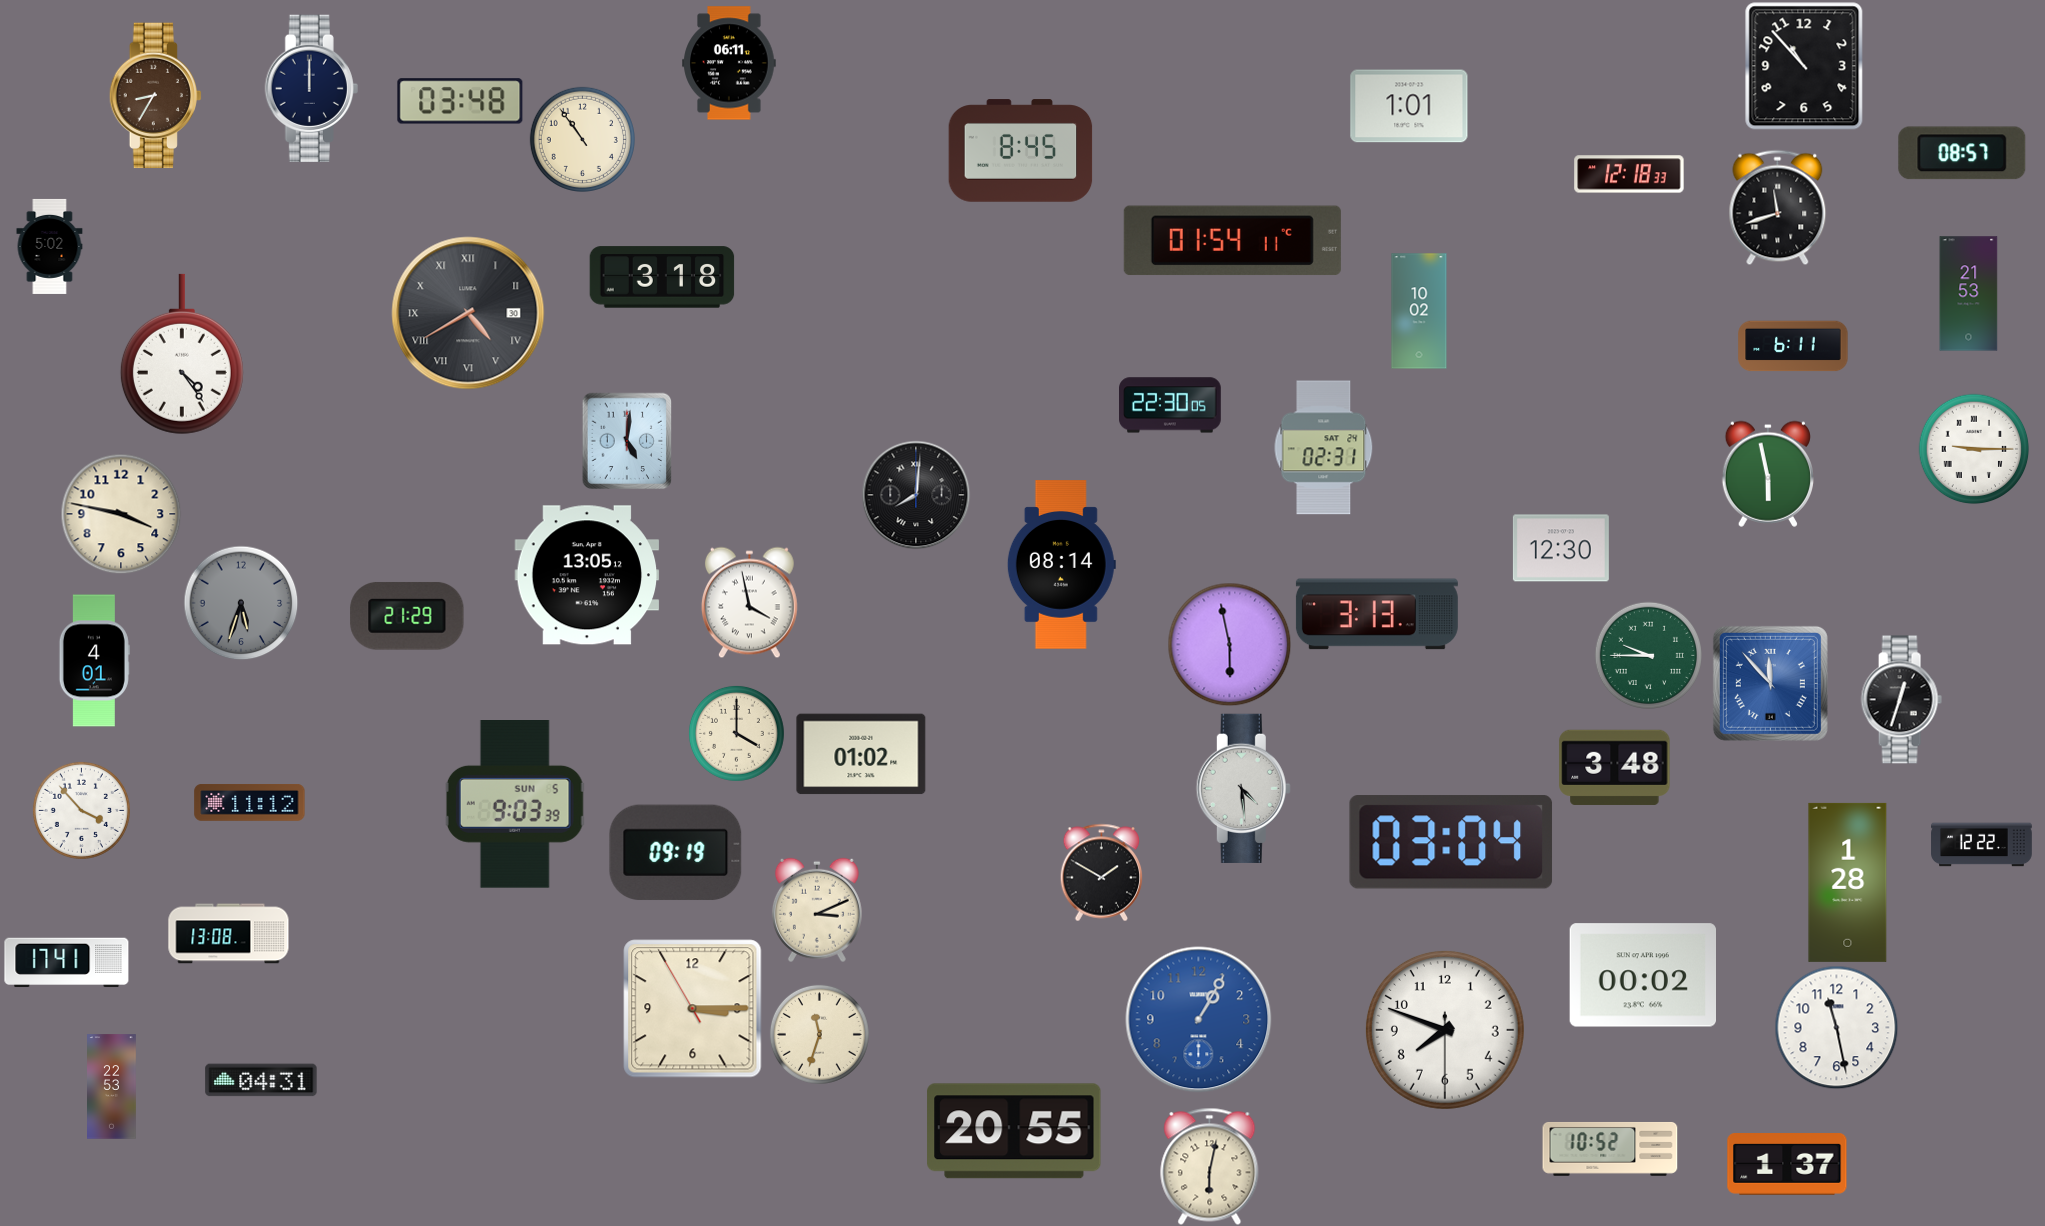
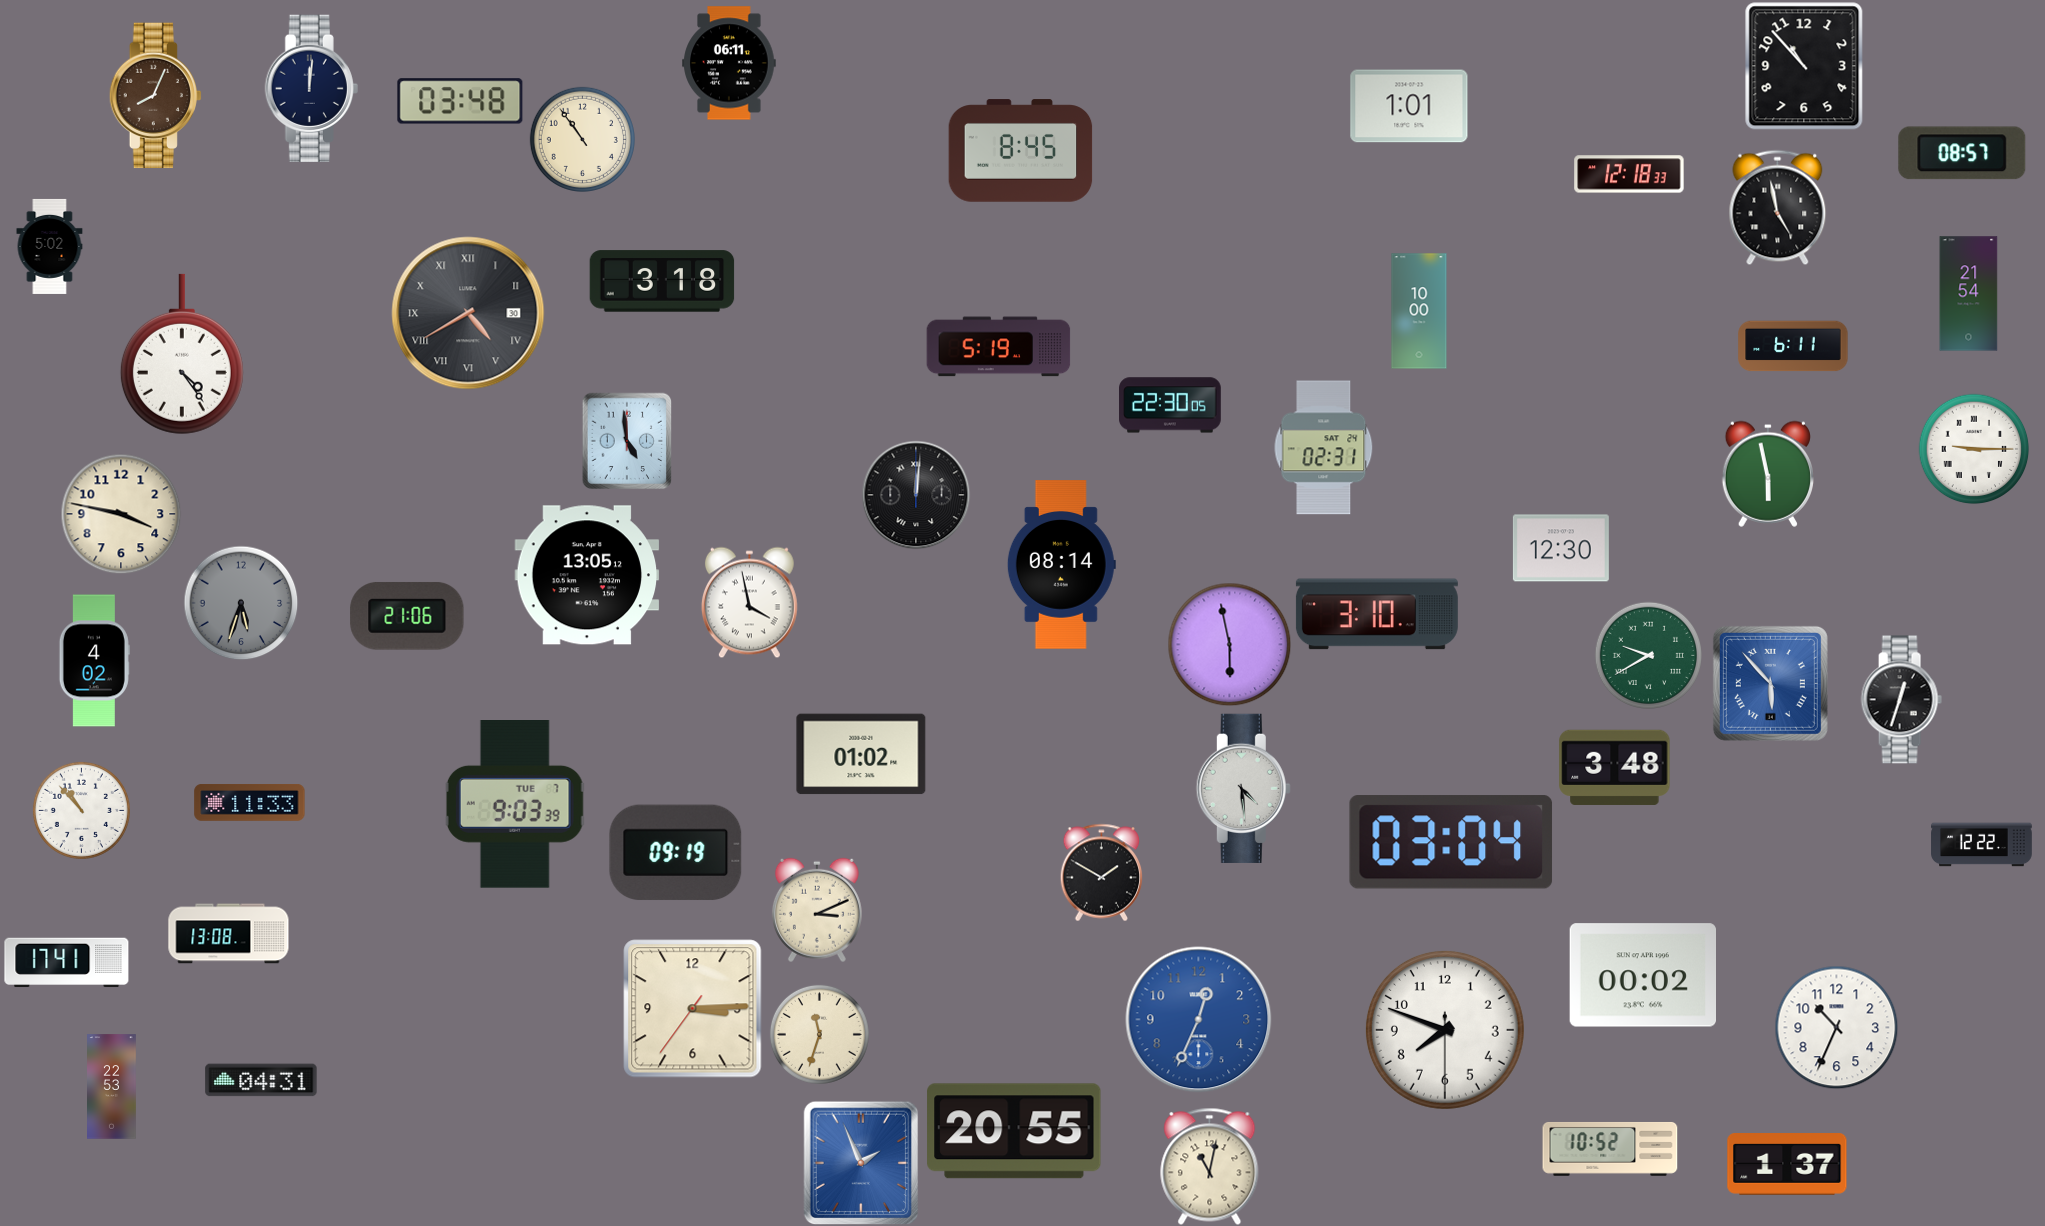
clock at (311, 89): 12:00 -> 12:01
clock at (155, 96): 8:35 -> 8:04
clock at (1778, 207): 11:42 -> 4:58
clock at (1232, 241): 01:54 -> none
clock at (662, 277) position: (662, 277) -> (662, 281)
clock at (1969, 294): 21:53 -> 21:54
clock at (1419, 311): 10:02 -> 10:00
clock at (999, 347): none -> 5:19
clock at (627, 441): 5:01 -> 4:59
clock at (916, 495): 8:01 -> 12:01
clock at (1377, 614): 3:13 -> 3:10
clock at (407, 616): 21:29 -> 21:06
clock at (1648, 655): 9:45 -> 9:40
clock at (94, 661): 4:01 -> 4:02
clock at (1770, 683): 11:53 -> 5:53
clock at (736, 733): 4:00 -> none
clock at (250, 803): 11:12 -> 11:33
clock at (515, 805) date: SUN 5 -> TUE 7
clock at (81, 810): 3:53 -> 10:53
clock at (1848, 882): 1:28 -> none
clock at (693, 1009): 3:14:55 -> 3:14:36
clock at (1199, 1020): 1:05 -> 12:34
clock at (1836, 1027): 11:28 -> 10:34
clock at (861, 1163): none -> 1:56
clock at (1210, 1166): 6:02 -> 11:02
